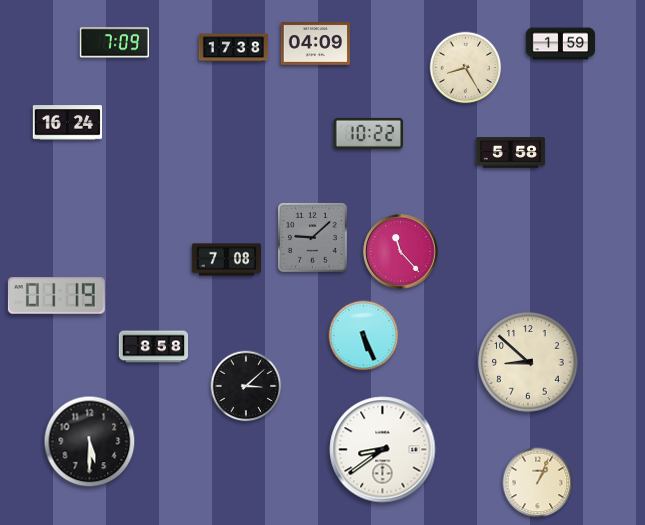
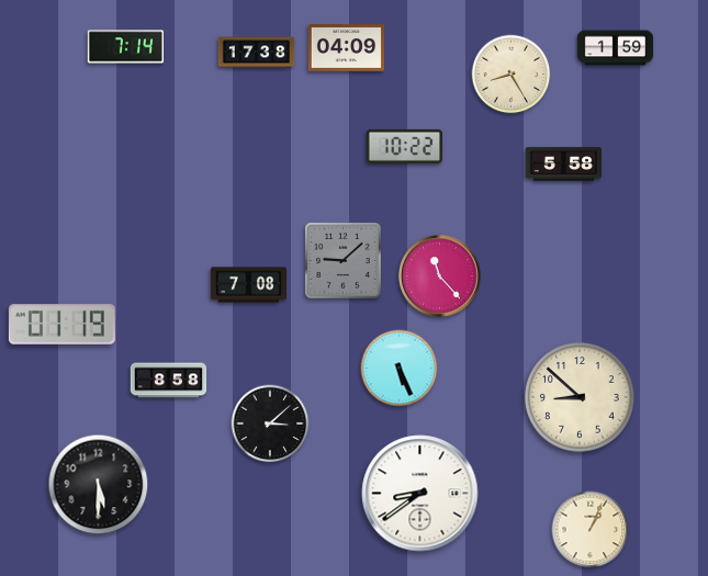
clock at (115, 43): 7:09 -> 7:14
clock at (67, 123): 16:24 -> none
clock at (511, 153) position: (511, 153) -> (564, 165)
